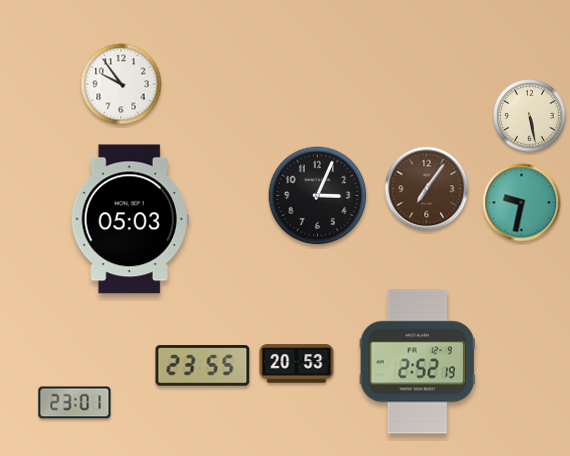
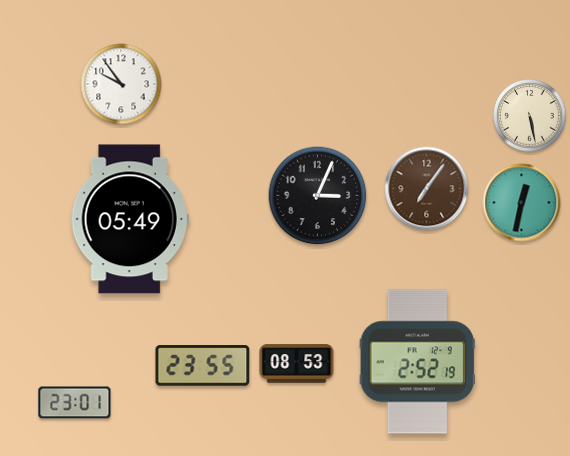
clock at (522, 203): 9:32 -> 12:32
clock at (130, 219): 05:03 -> 05:49
clock at (297, 364): 20:53 -> 08:53
